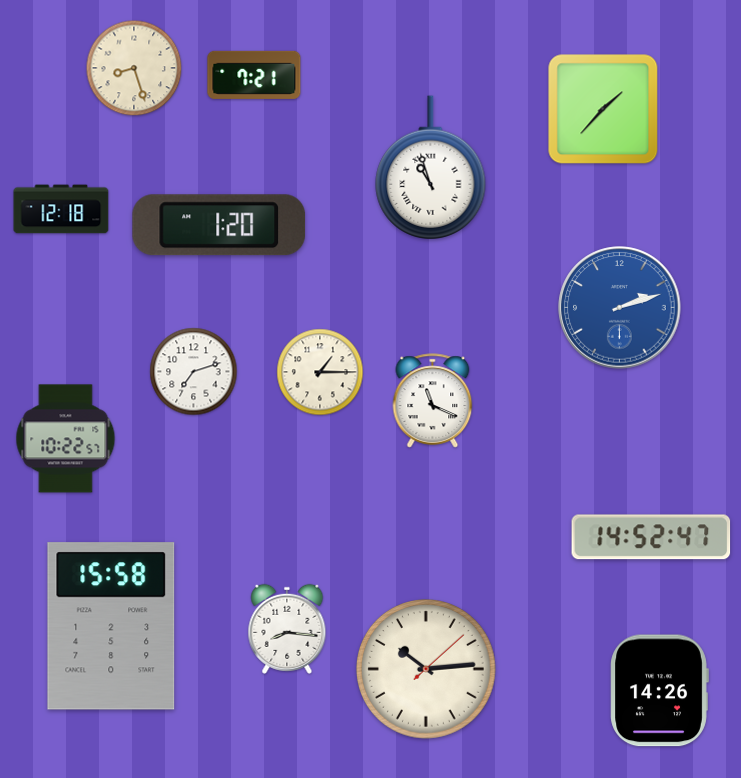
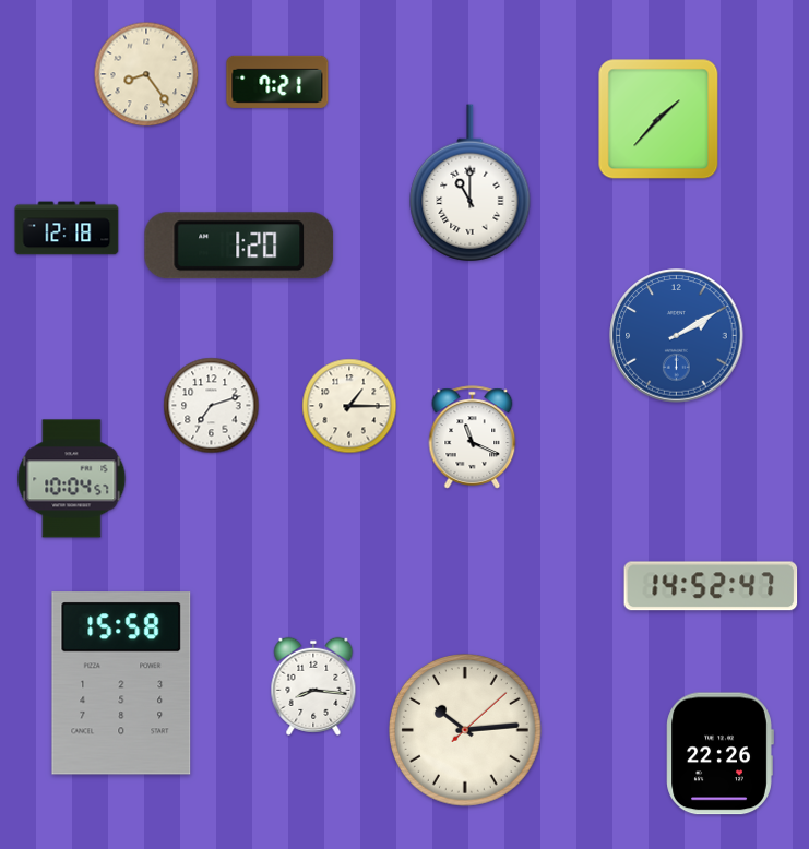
clock at (134, 68): 8:27 -> 8:24
clock at (431, 167): 10:57 -> 11:00
clock at (620, 308): 2:12 -> 2:10
clock at (66, 439): 10:22 -> 10:04
clock at (659, 691): 14:26 -> 22:26
